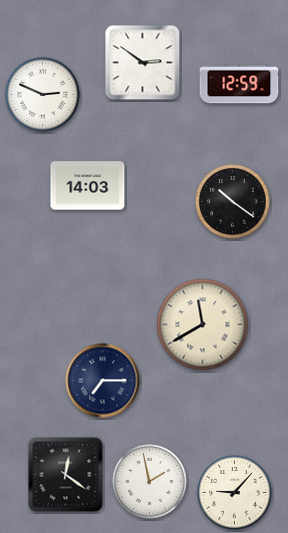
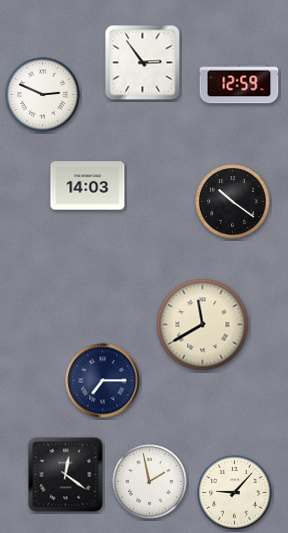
clock at (143, 63): 2:51 -> 2:54
